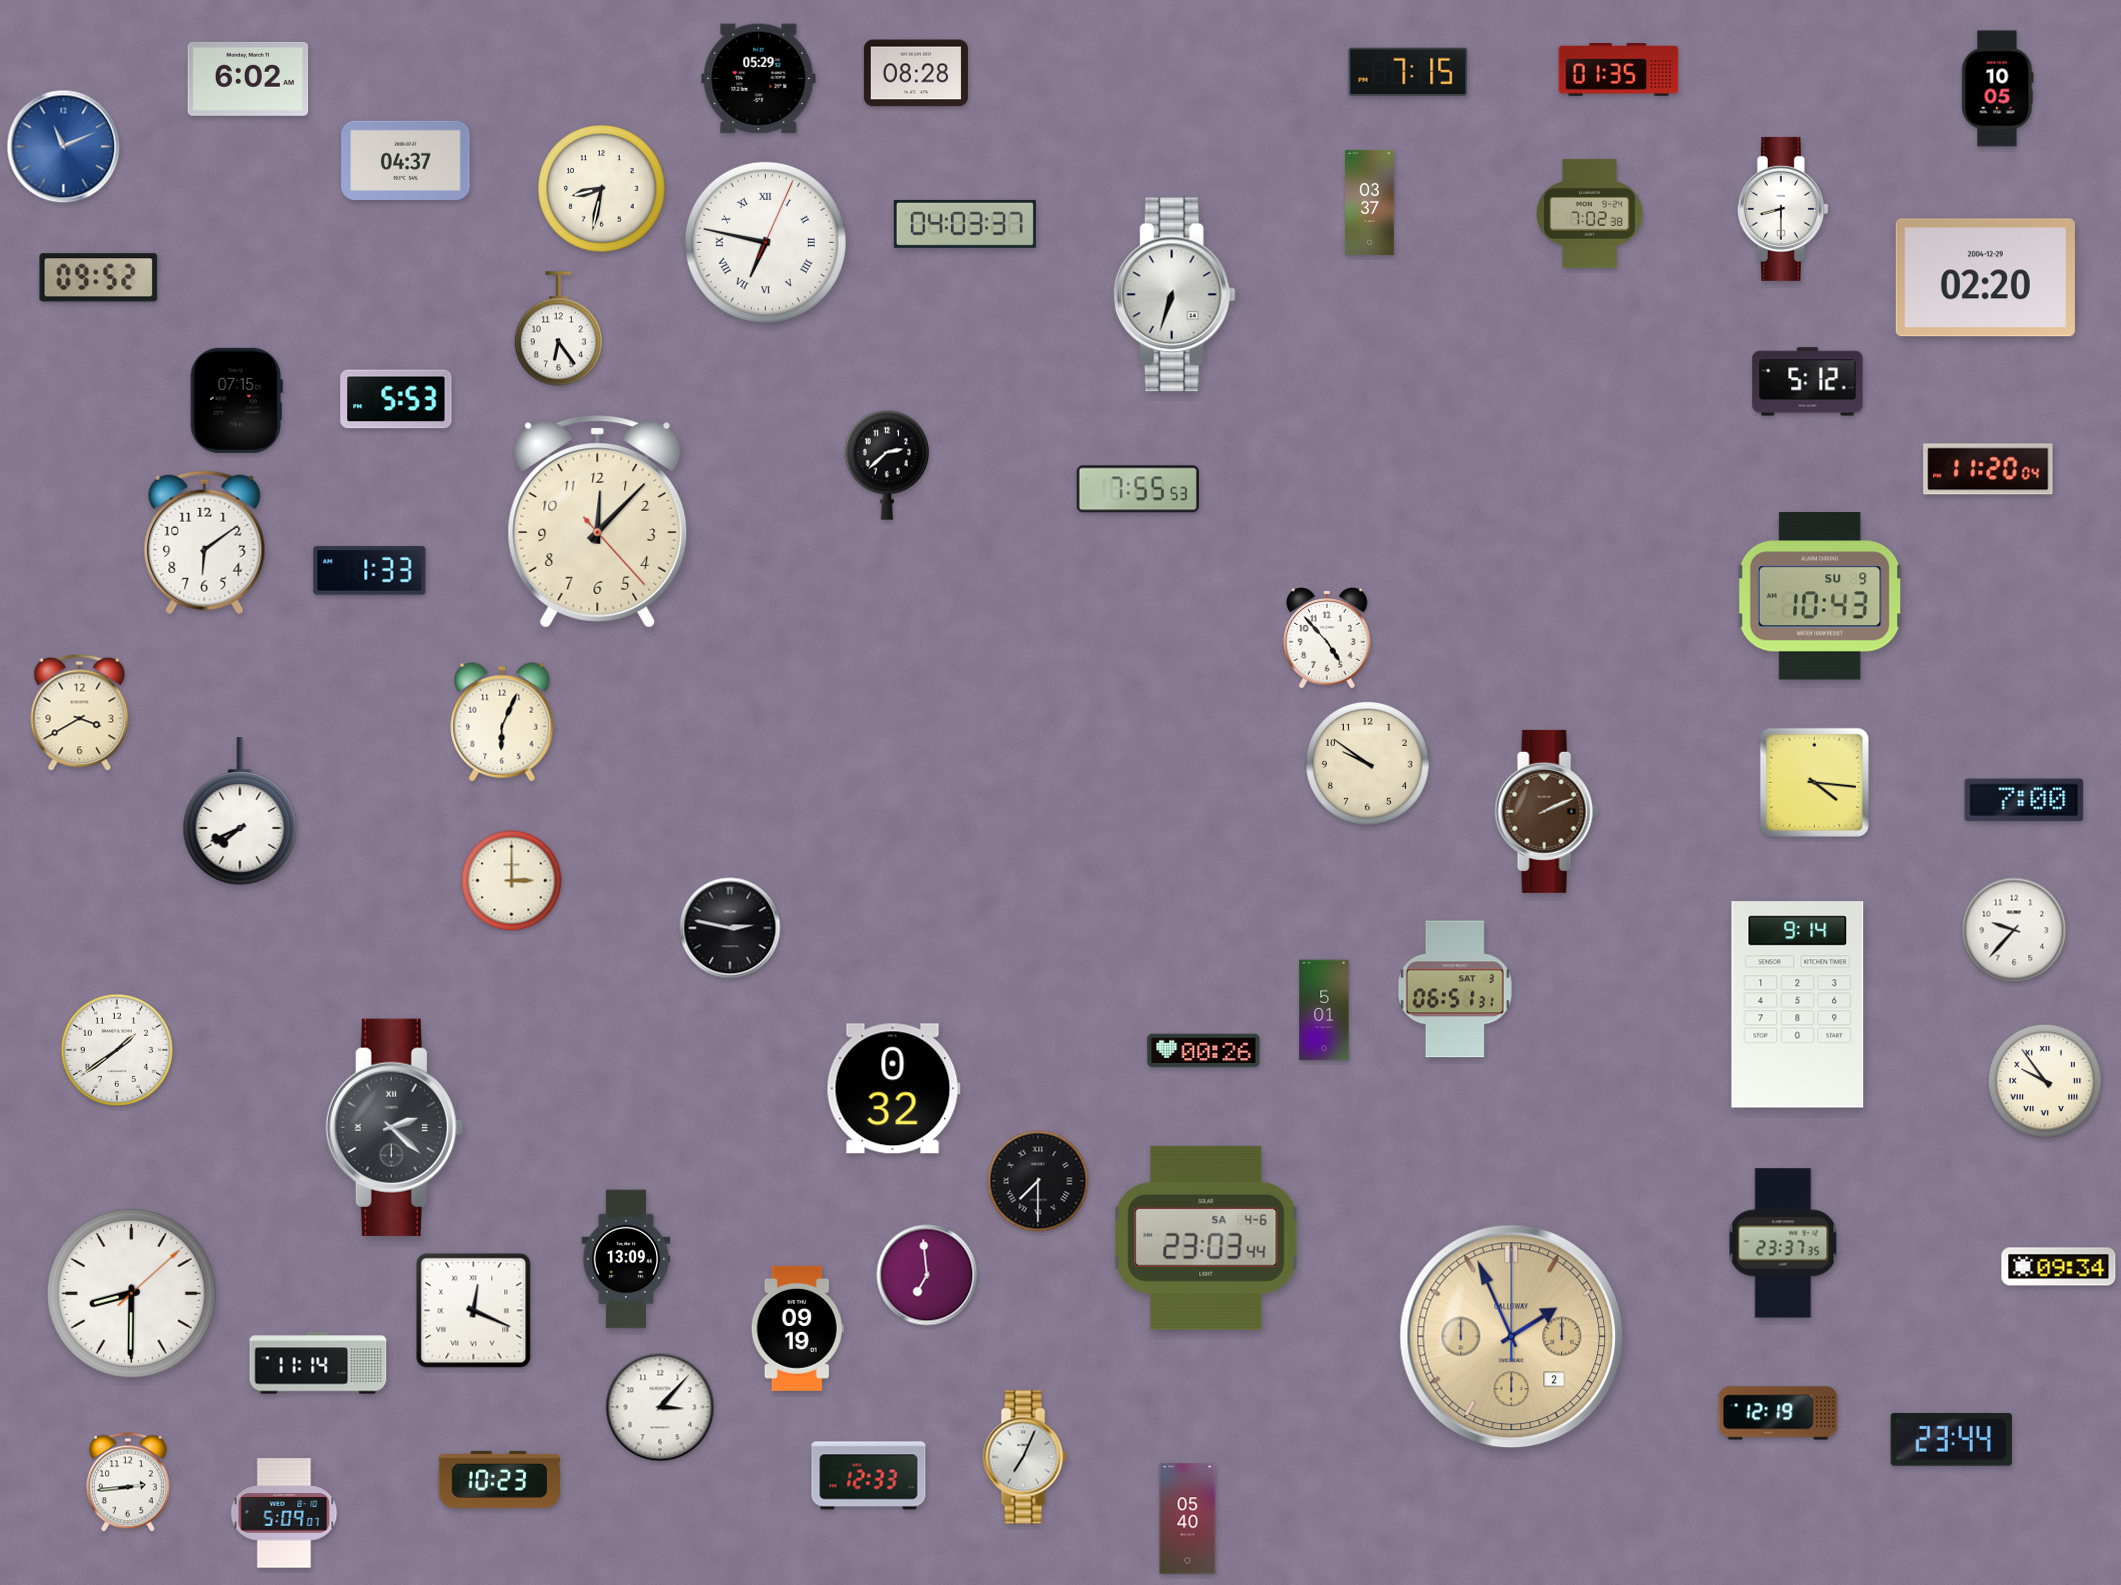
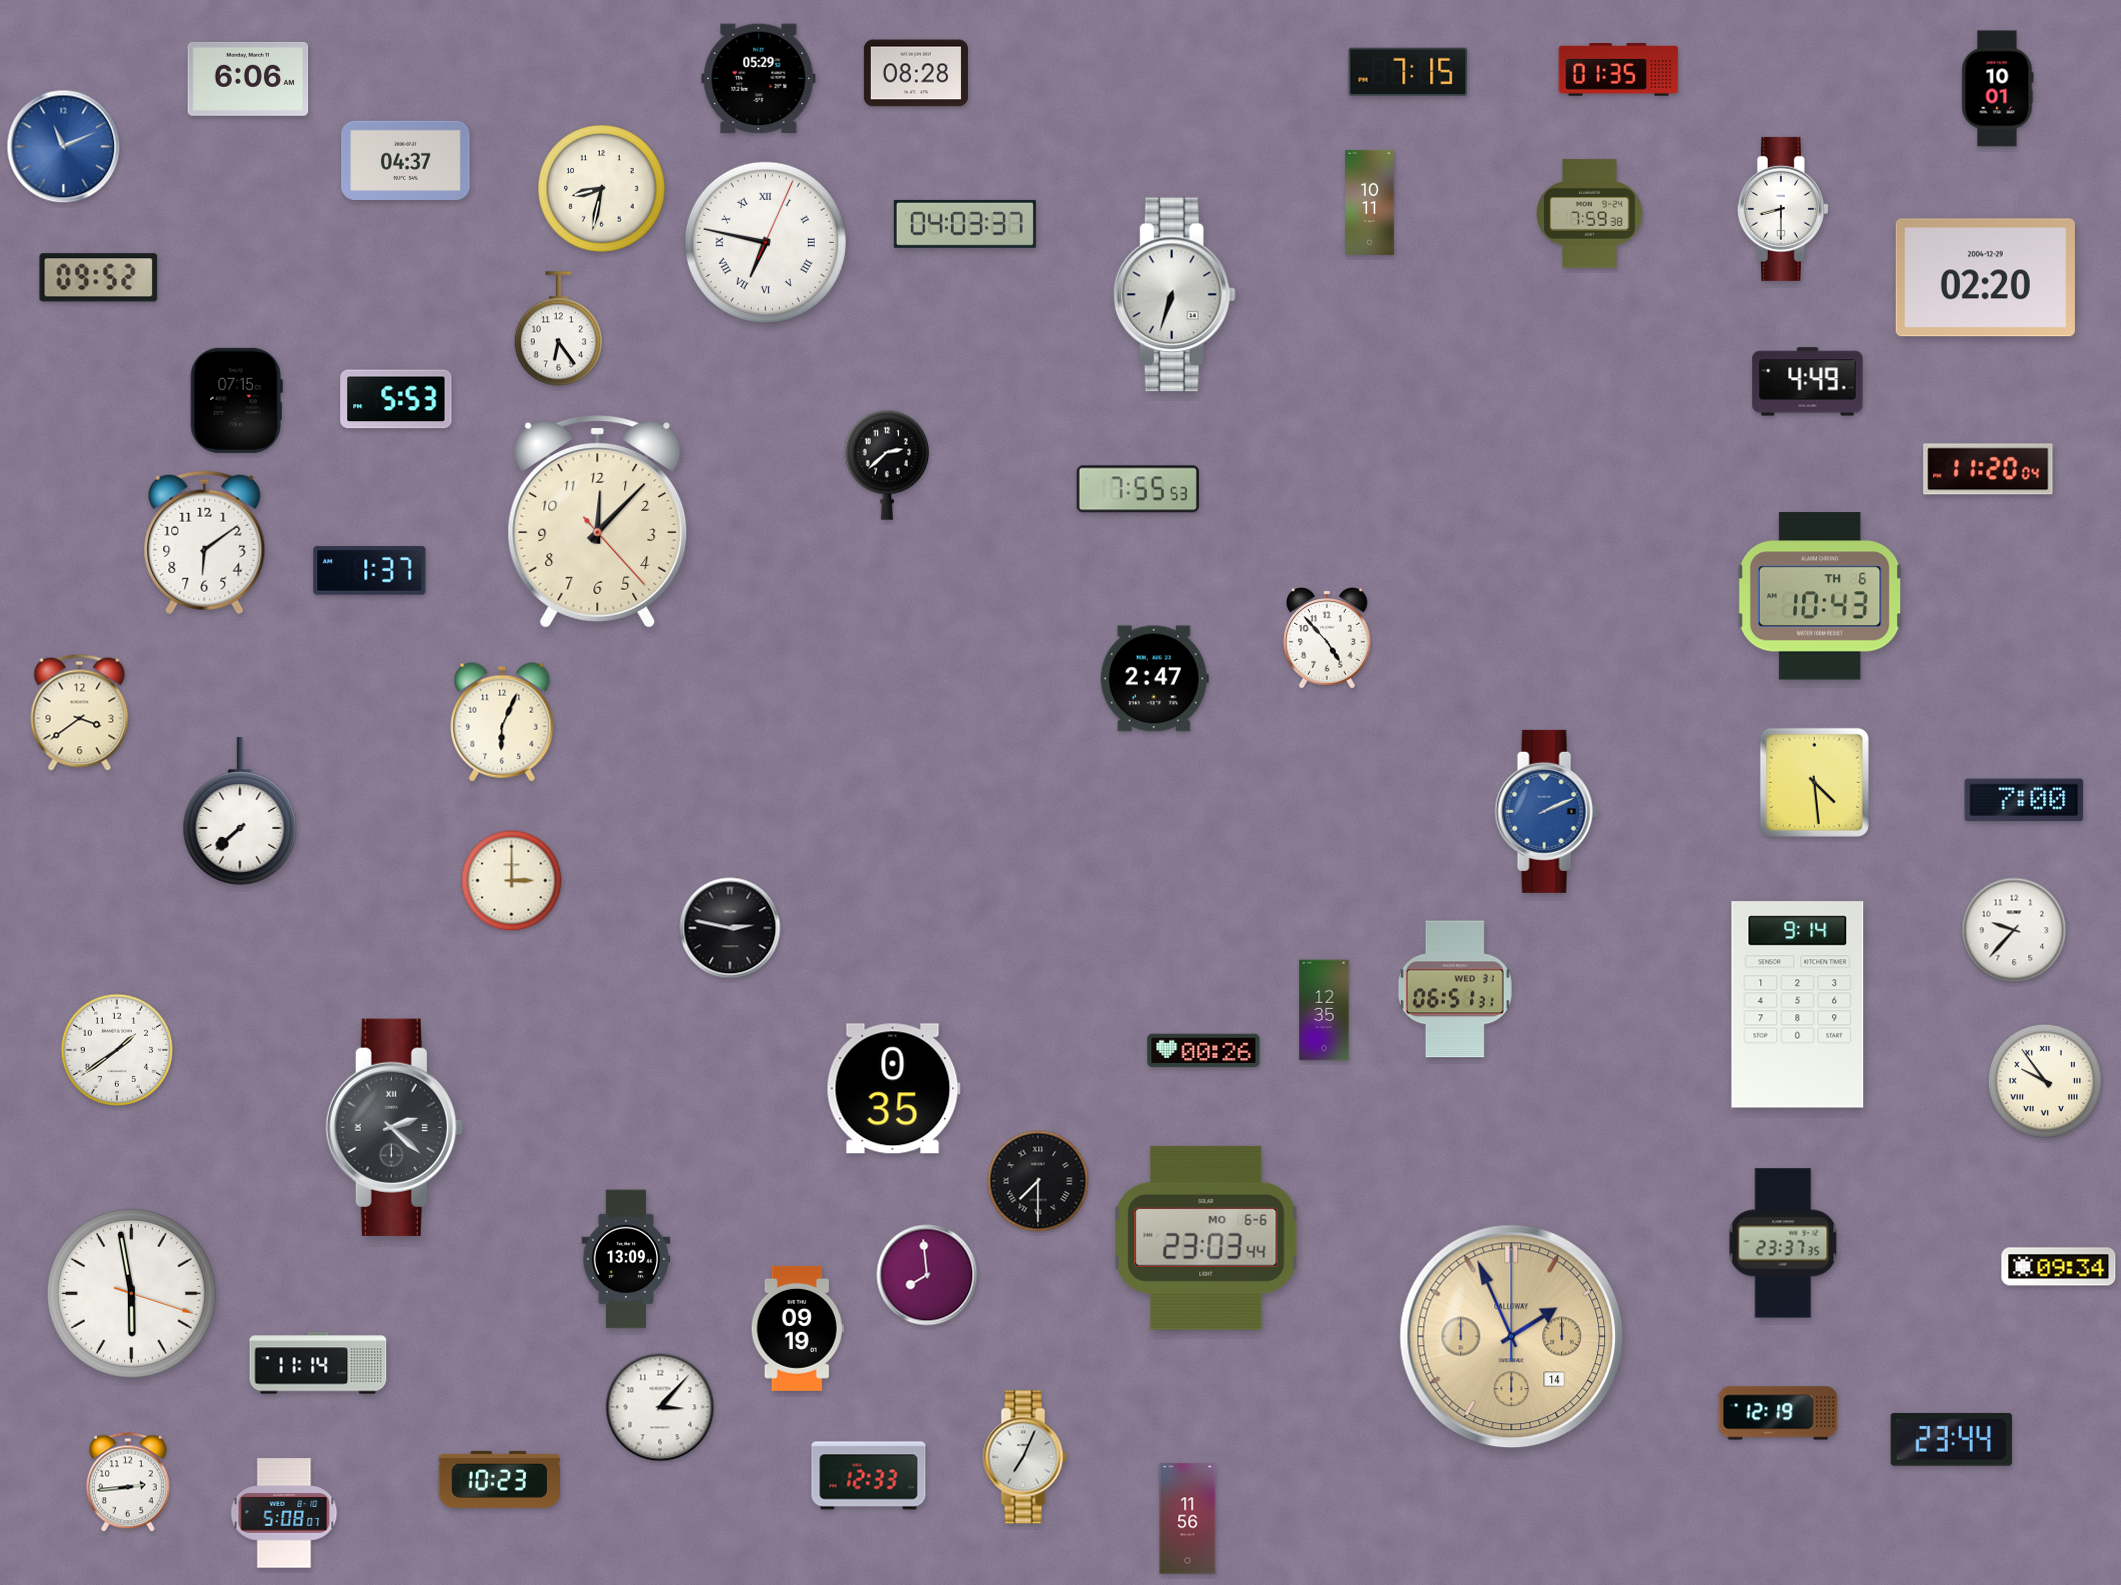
clock at (248, 79): 6:02 -> 6:06
clock at (1998, 89): 10:05 -> 10:01
clock at (1370, 202): 03:37 -> 10:11
clock at (1590, 214): 7:02 -> 7:59
clock at (1808, 382): 5:12 -> 4:49
clock at (370, 571): 1:33 -> 1:37
clock at (1820, 596) date: SU 9 -> TH 6
clock at (1154, 679): none -> 2:47
clock at (80, 712): 3:40 -> 3:39
clock at (1368, 764): 9:51 -> none
clock at (1814, 782): 4:16 -> 4:29
clock at (240, 811): 7:41 -> 7:38
clock at (1546, 811) dial: brown -> blue
clock at (1455, 989) date: SAT 3 -> WED 31
clock at (1324, 1010): 5:01 -> 12:35
clock at (893, 1089): 0:32 -> 0:35
clock at (1206, 1238) date: SA 4-6 -> MO 6-6
clock at (927, 1275): 6:59 -> 7:59
clock at (131, 1293): 8:30 -> 5:58
clock at (474, 1311): 12:19 -> none
clock at (1512, 1337) date: 2 -> 14
clock at (284, 1513): 5:09 -> 5:08
clock at (1188, 1519): 05:40 -> 11:56
